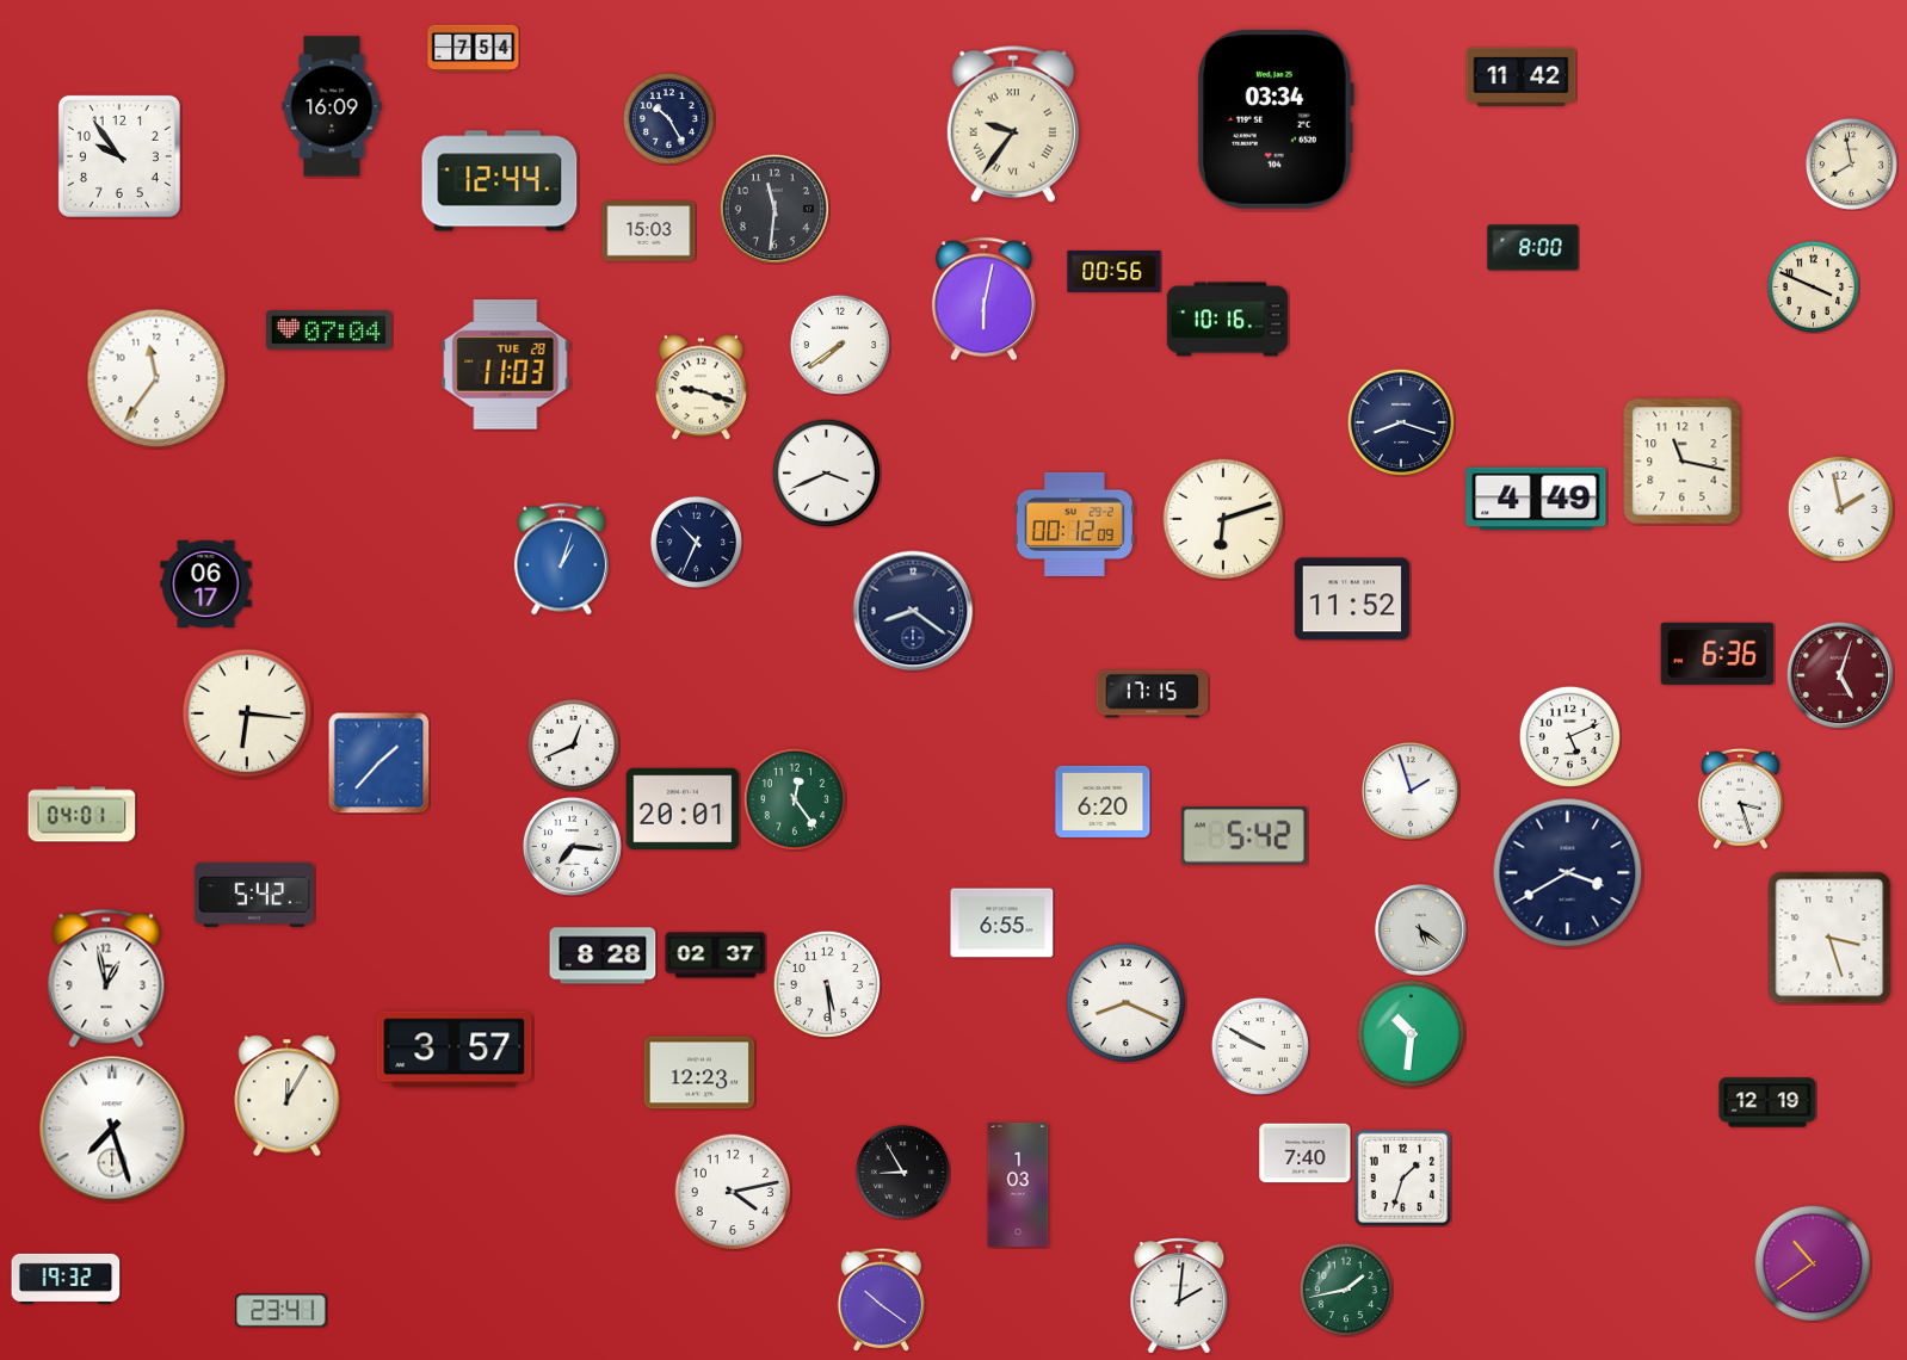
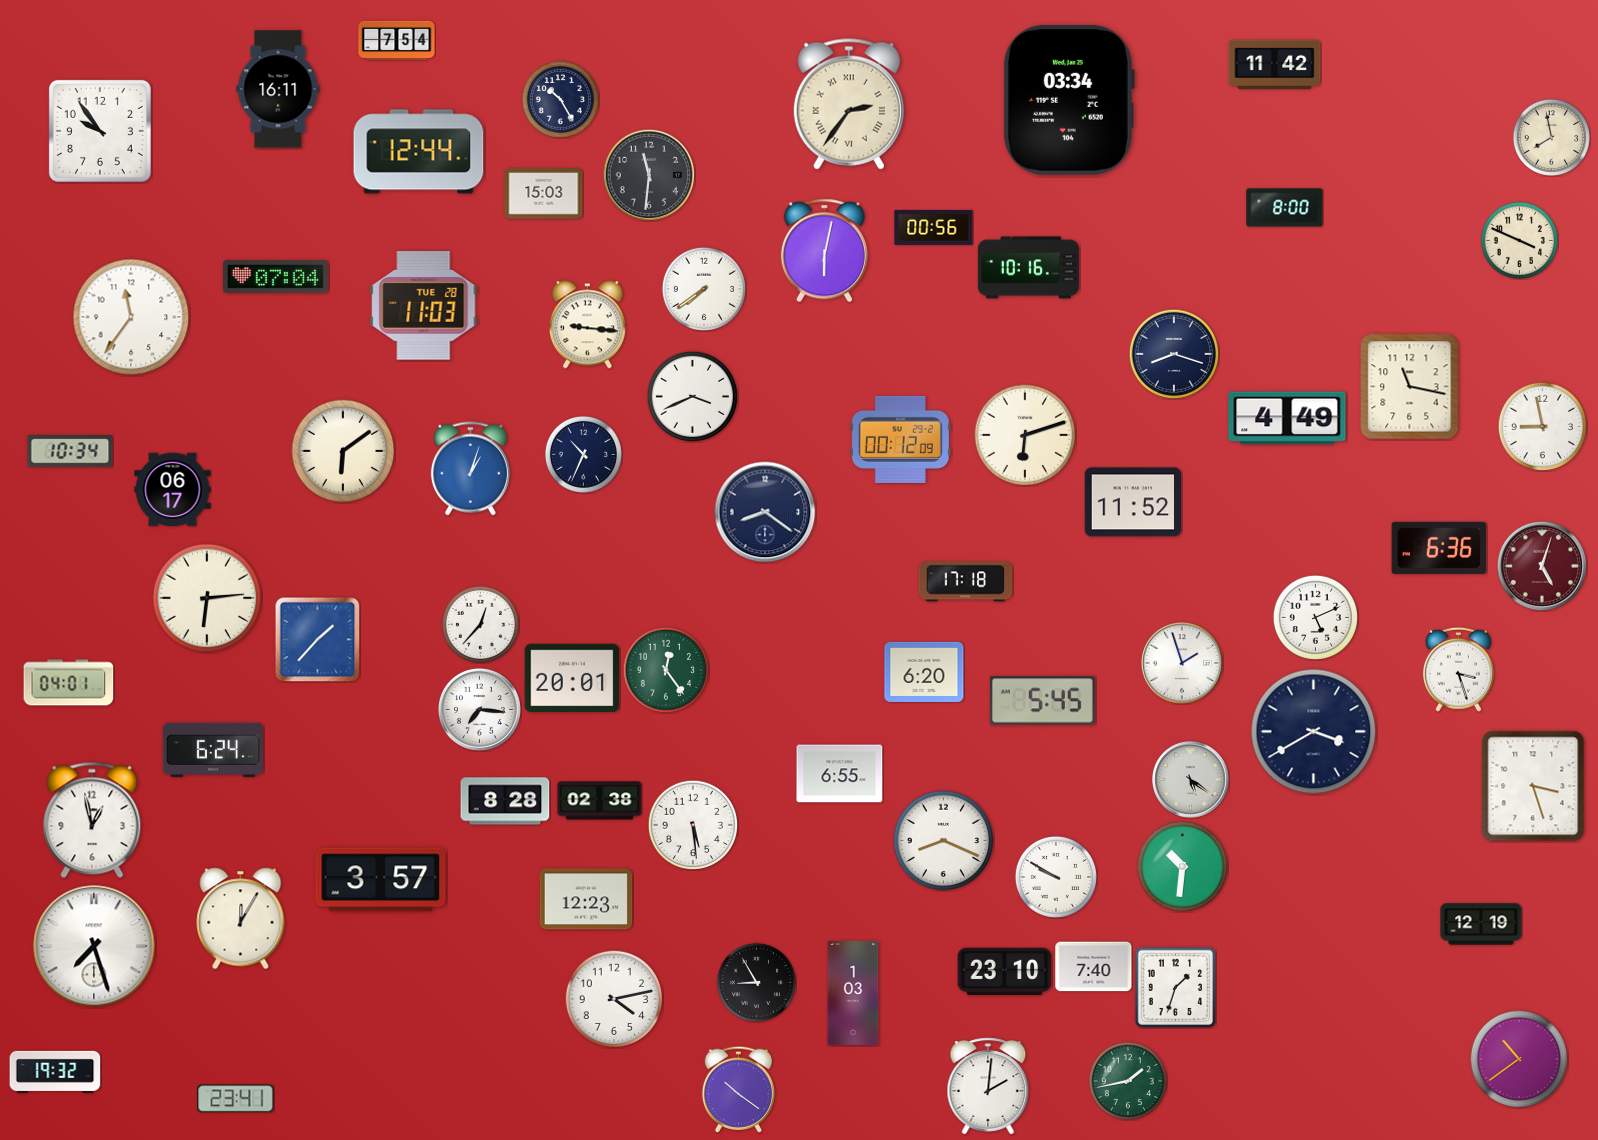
clock at (332, 106): 16:09 -> 16:11
clock at (1013, 124): 9:36 -> 2:36
clock at (701, 388): 9:18 -> 9:16
clock at (1840, 508): 1:58 -> 8:58
clock at (70, 451): none -> 10:34
clock at (343, 451): none -> 6:09
clock at (1153, 694): 17:15 -> 17:18
clock at (247, 713): 6:16 -> 6:14
clock at (573, 744): 12:41 -> 12:37
clock at (1243, 836): 5:42 -> 5:45
clock at (254, 895): 5:42 -> 6:24
clock at (716, 956): 02:37 -> 02:38
clock at (106, 978) position: (106, 978) -> (92, 820)
clock at (1005, 972): none -> 23:10
